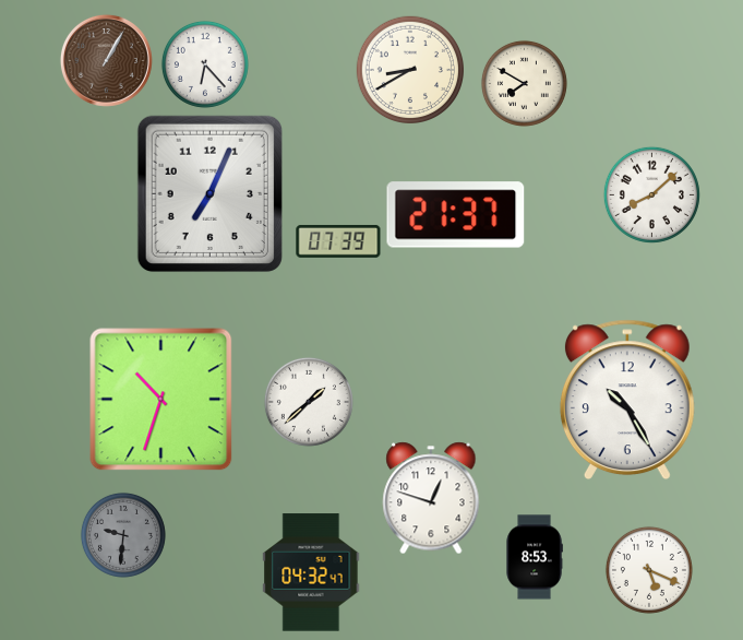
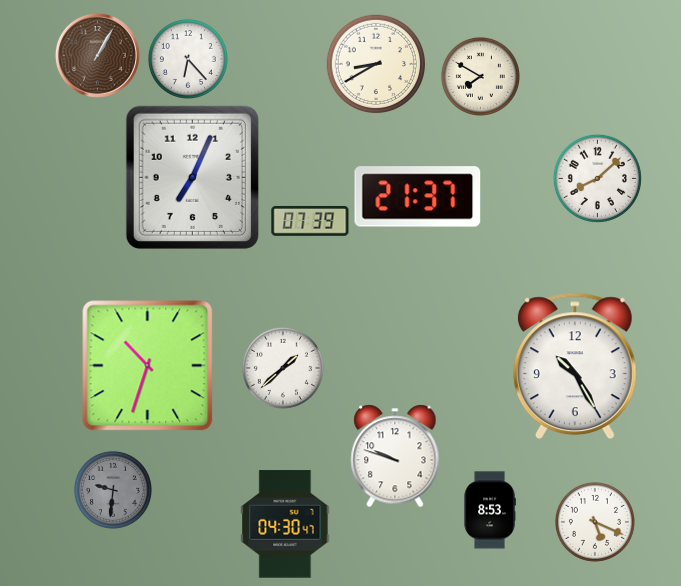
clock at (431, 498): 12:48 -> 9:48
clock at (311, 572): 04:32 -> 04:30
